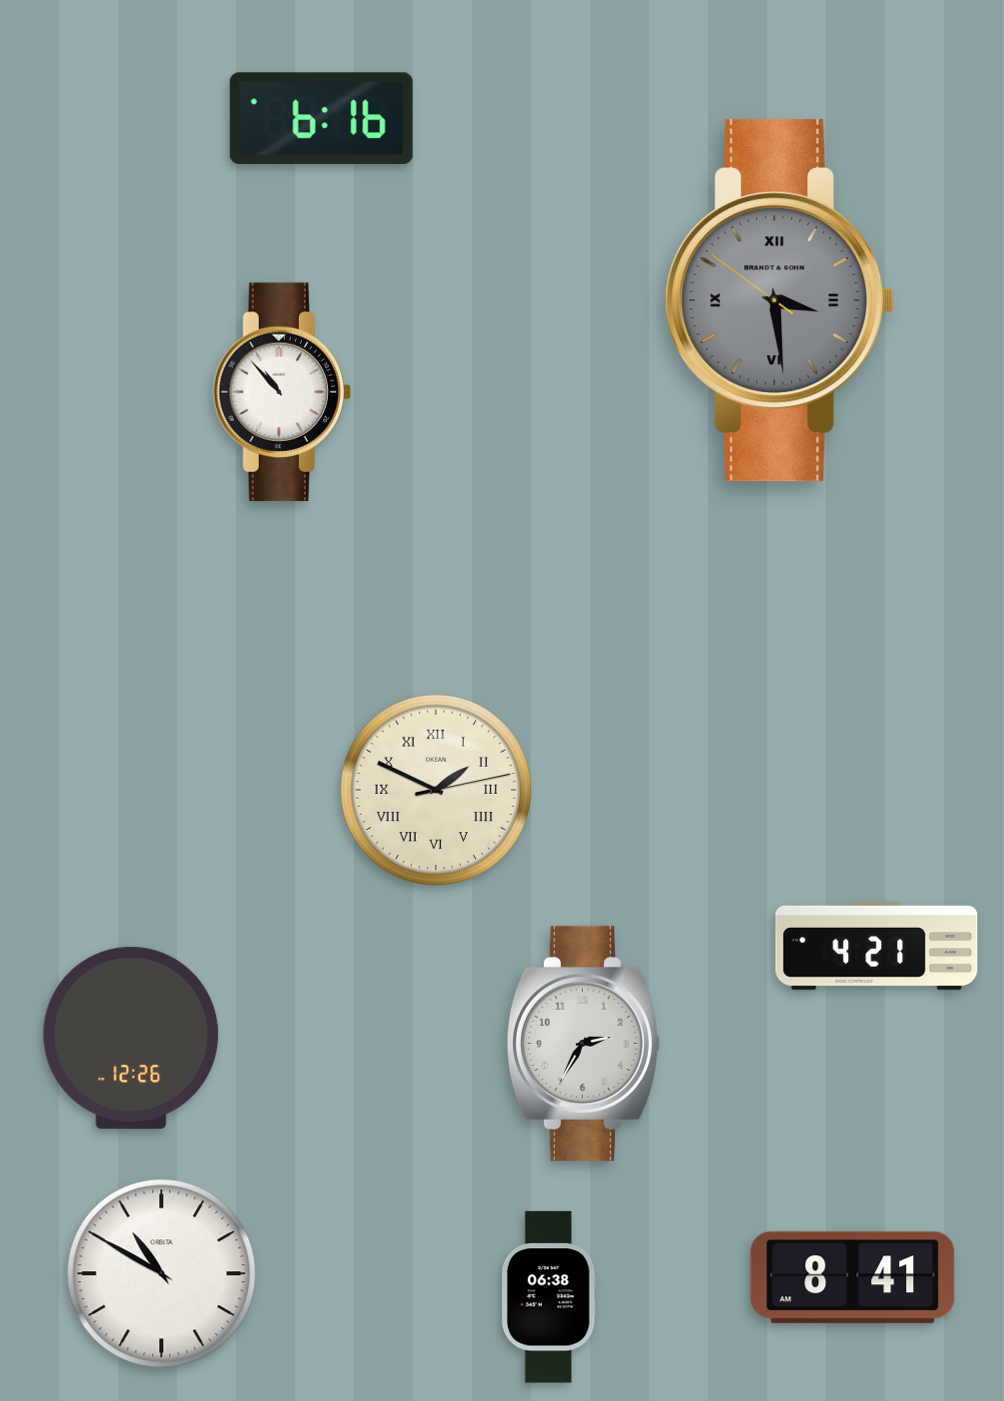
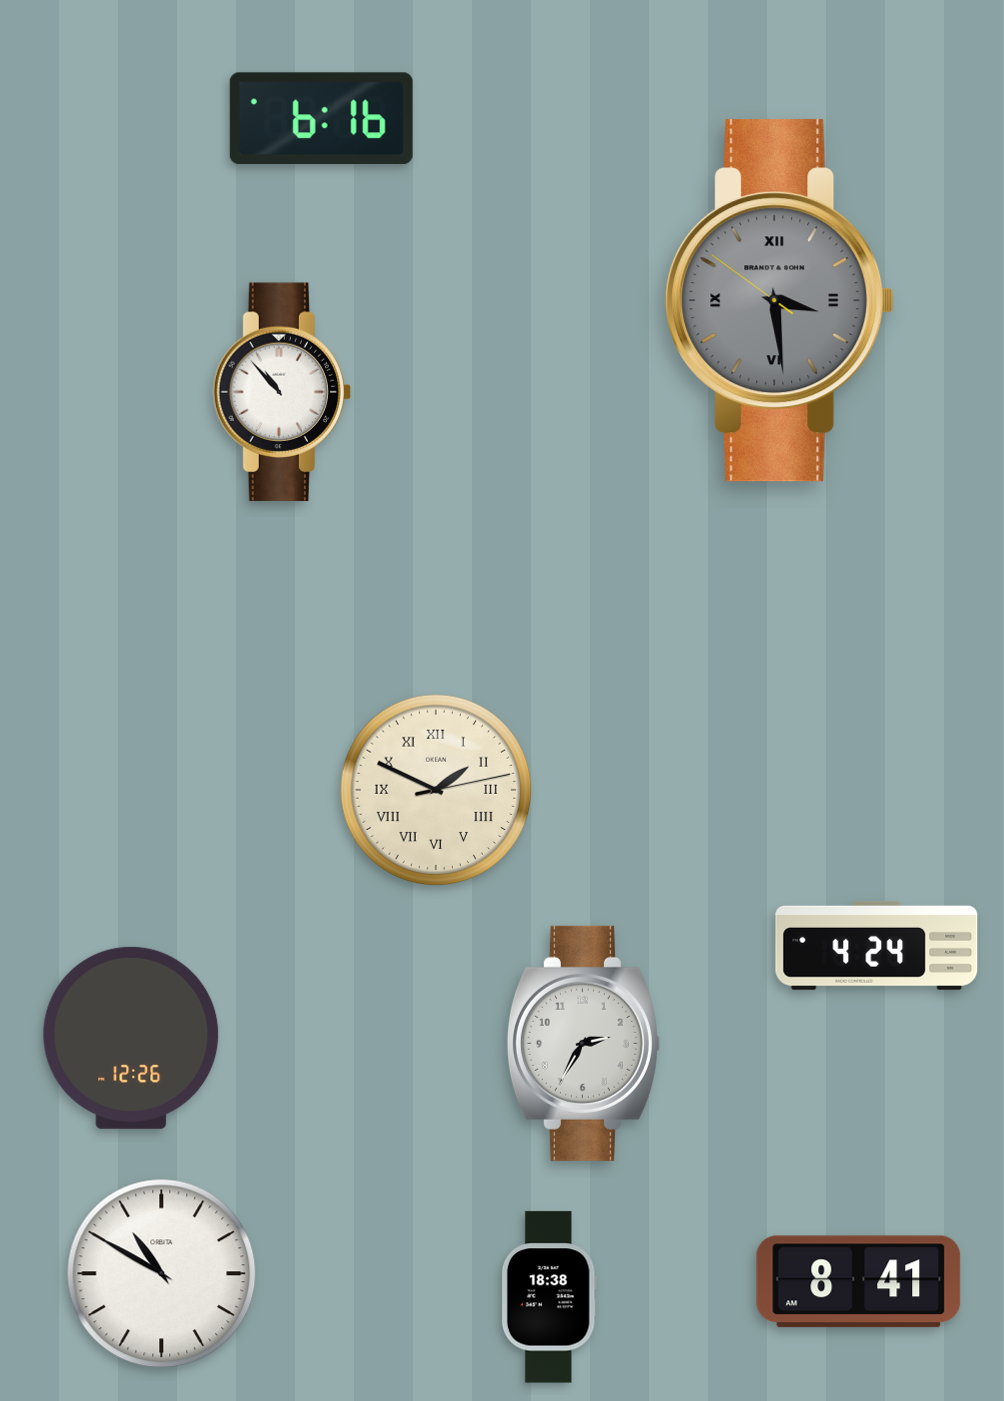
clock at (877, 945): 4:21 -> 4:24
clock at (853, 1278) position: (853, 1278) -> (859, 1282)
clock at (549, 1297): 06:38 -> 18:38
